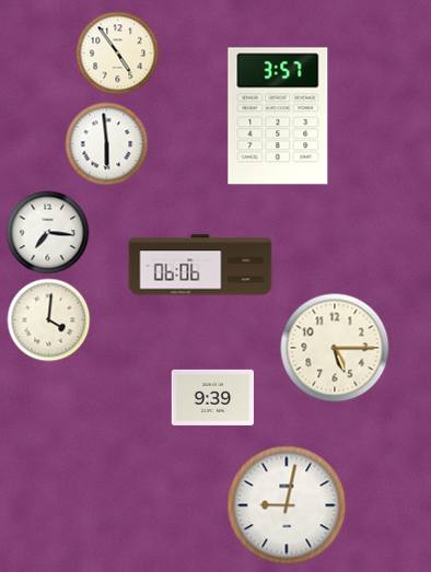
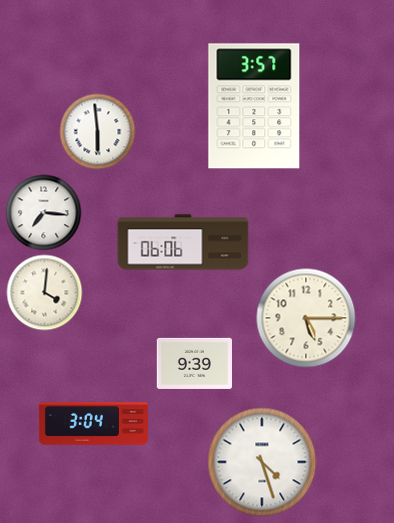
clock at (118, 54): 4:54 -> none
clock at (93, 424): none -> 3:04
clock at (287, 505): 9:02 -> 4:27
